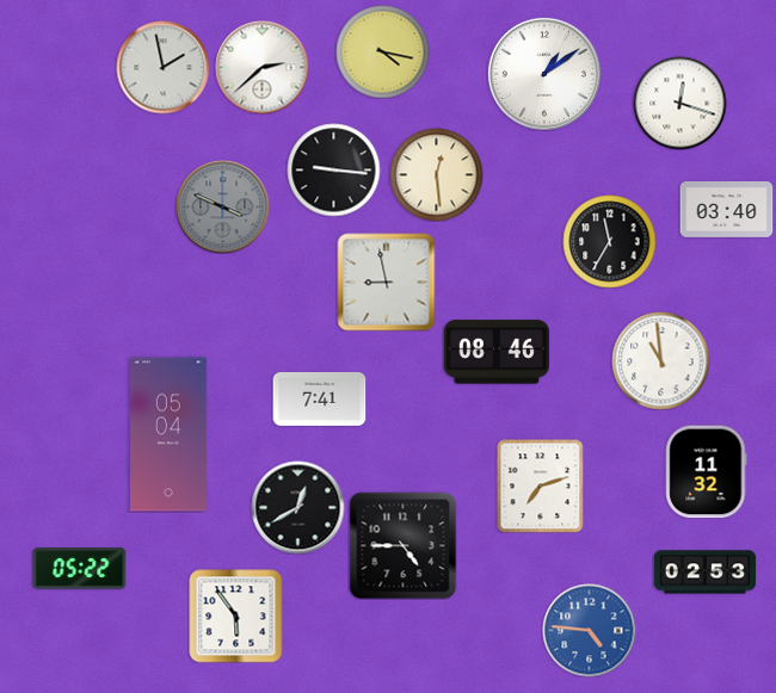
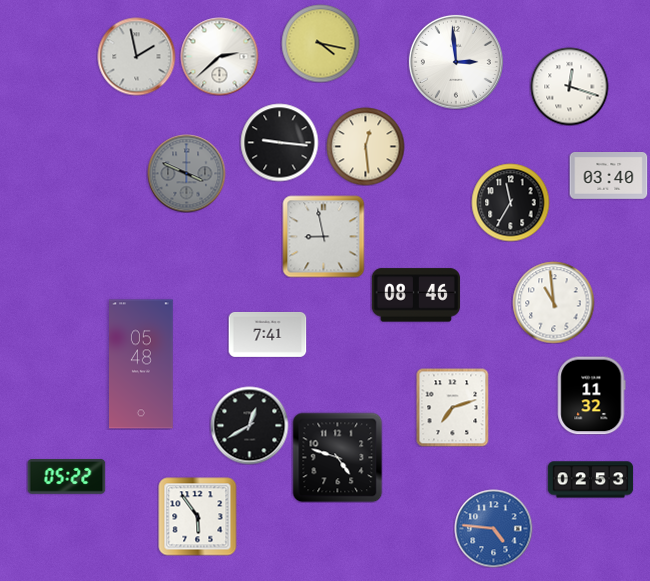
clock at (544, 74): 1:09 -> 2:59
clock at (170, 434): 05:04 -> 05:48
clock at (402, 545): 4:45 -> 4:48
